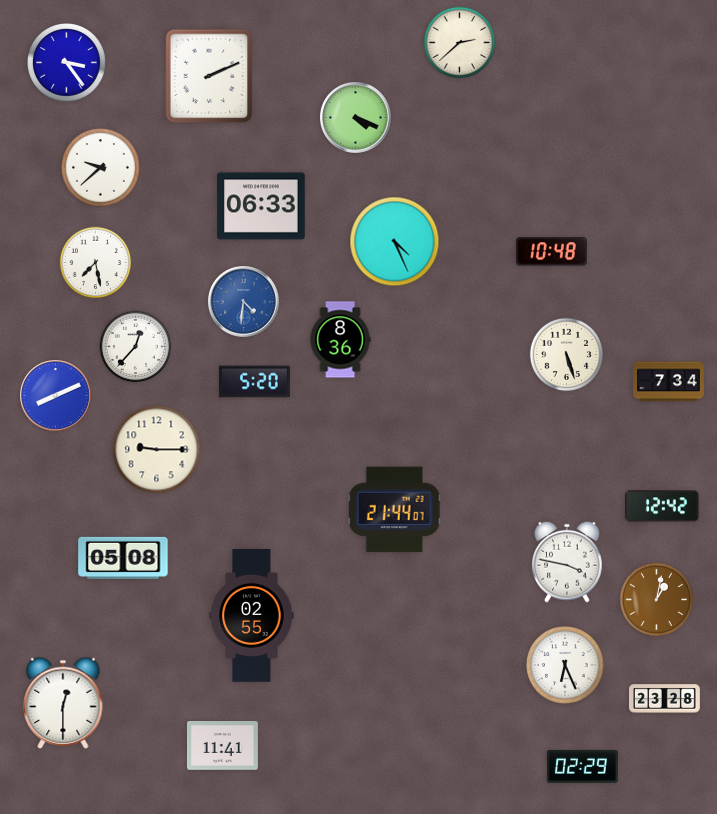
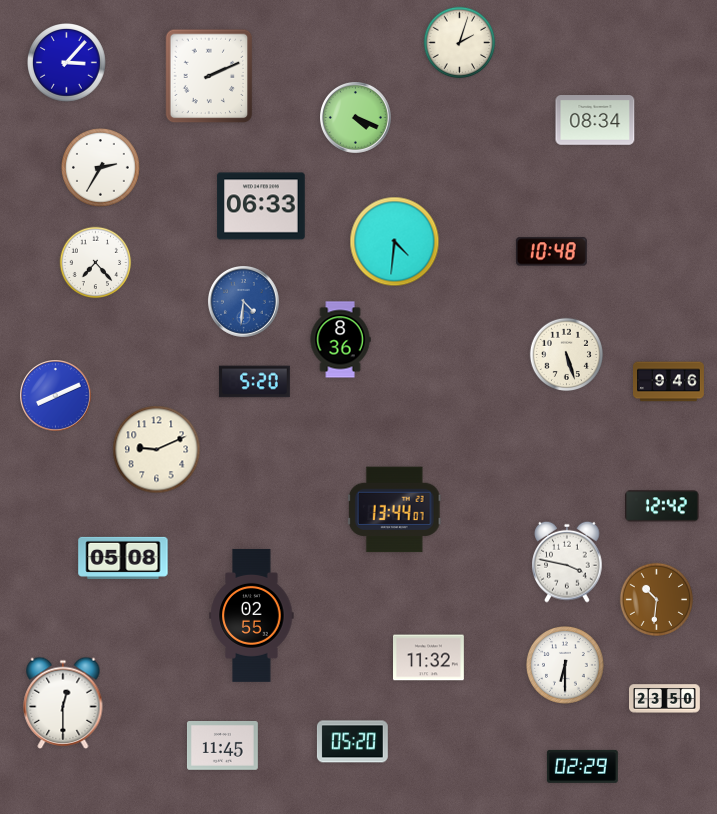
clock at (460, 43): 2:38 -> 2:03
clock at (67, 63): 3:24 -> 3:07
clock at (595, 121): none -> 08:34
clock at (101, 168): 9:38 -> 2:35
clock at (395, 242): 4:26 -> 4:31
clock at (96, 263): 7:28 -> 7:23
clock at (136, 347): 12:37 -> none
clock at (669, 382): 7:34 -> 9:46
clock at (157, 450): 9:15 -> 9:11
clock at (394, 510): 21:44 -> 13:44
clock at (656, 599): 1:02 -> 10:31
clock at (429, 658): none -> 11:32
clock at (566, 666): 6:26 -> 6:30
clock at (665, 699): 23:28 -> 23:50
clock at (352, 742): none -> 05:20
clock at (222, 746): 11:41 -> 11:45
